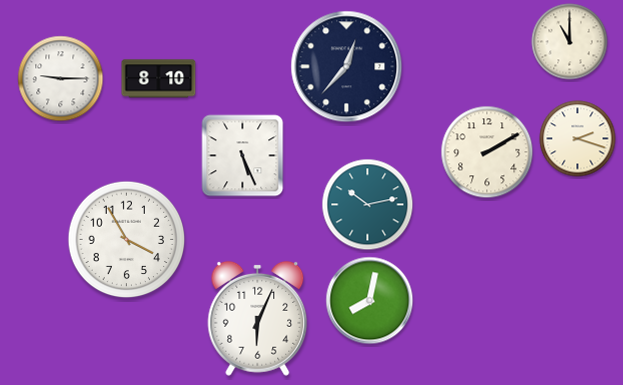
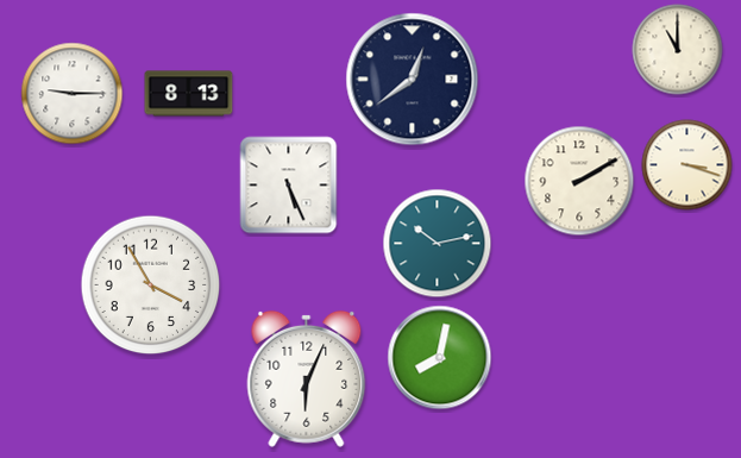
clock at (347, 67): 12:37 -> 12:39
clock at (159, 79): 8:10 -> 8:13
clock at (578, 139): 2:18 -> 3:18
